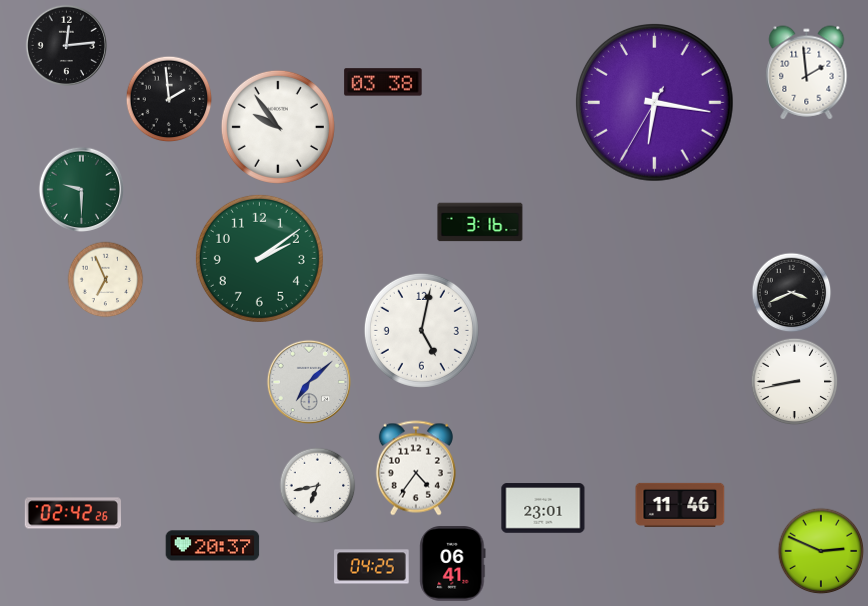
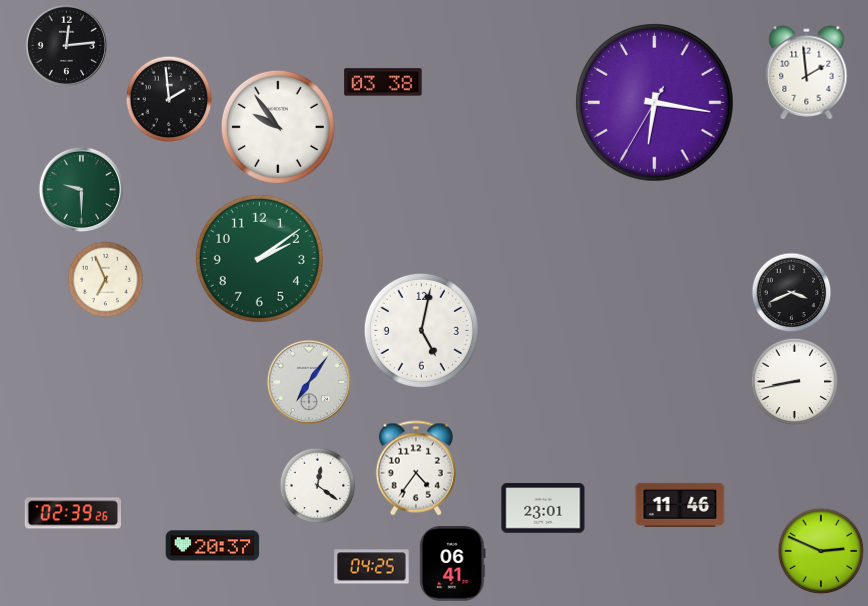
clock at (480, 222): 3:16 -> none
clock at (308, 381): 7:08 -> 7:06
clock at (318, 486): 6:43 -> 12:21
clock at (72, 513): 02:42 -> 02:39
